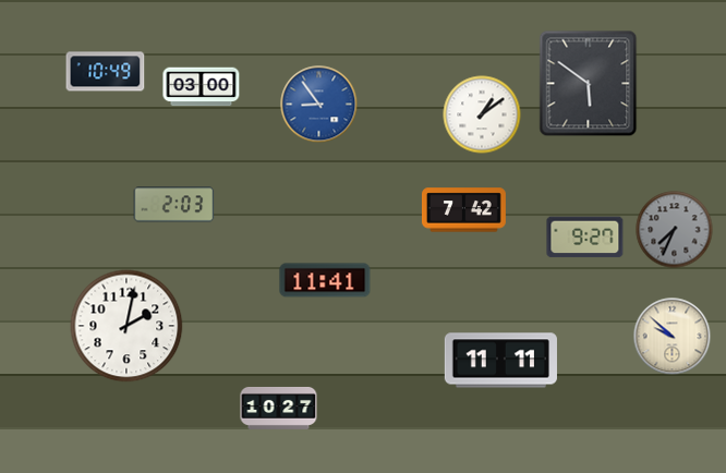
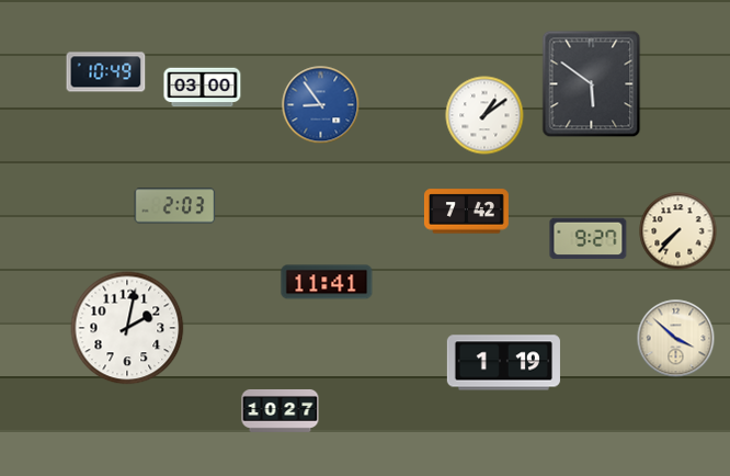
clock at (675, 230): 7:34 -> 7:37
clock at (675, 230) dial: grey -> cream
clock at (673, 337): 9:52 -> 3:52
clock at (500, 361): 11:11 -> 1:19
